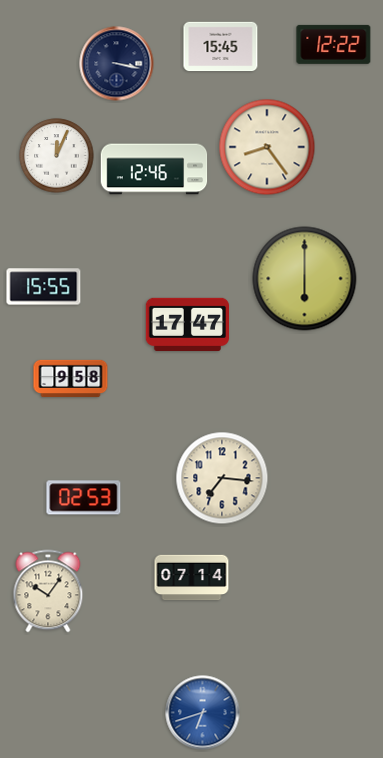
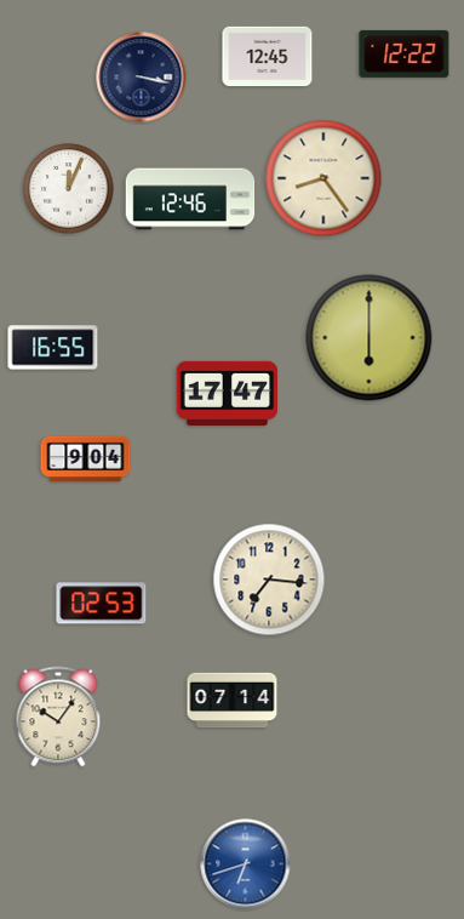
clock at (221, 47): 15:45 -> 12:45
clock at (154, 169) position: (154, 169) -> (190, 199)
clock at (44, 287): 15:55 -> 16:55
clock at (71, 379): 9:58 -> 9:04
